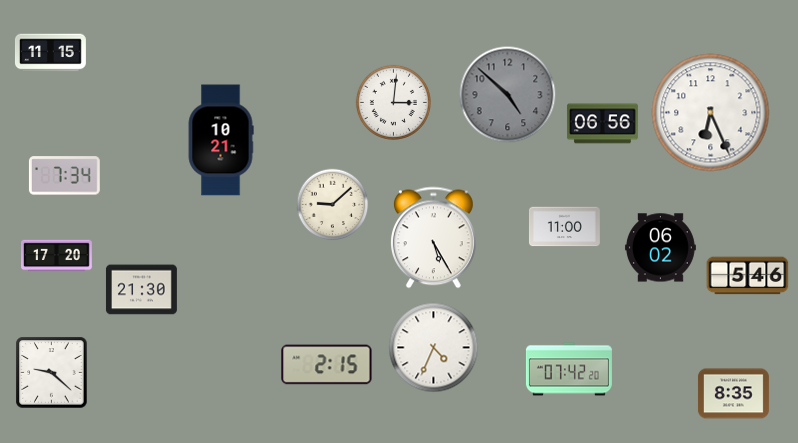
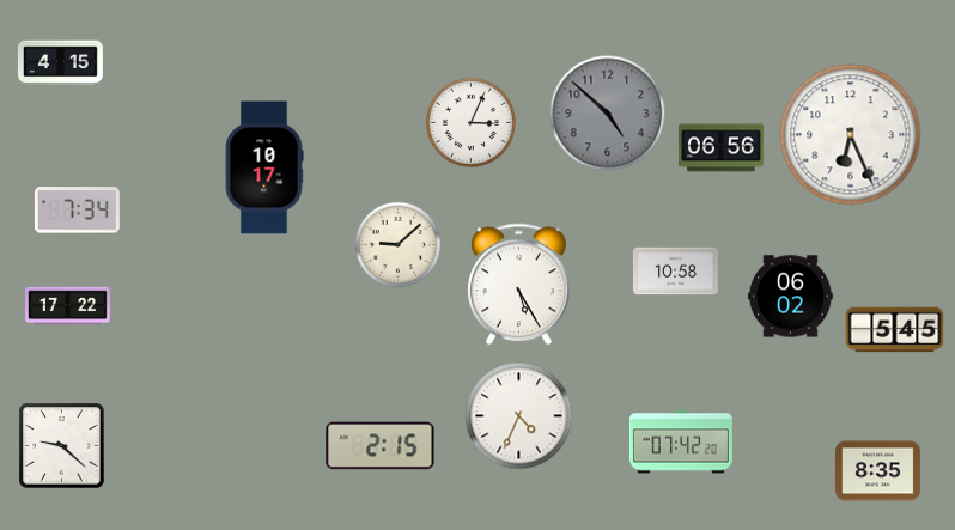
clock at (50, 53): 11:15 -> 4:15
clock at (393, 102): 3:01 -> 3:04
clock at (221, 140): 10:21 -> 10:17
clock at (564, 227): 11:00 -> 10:58
clock at (57, 256): 17:20 -> 17:22
clock at (748, 276): 5:46 -> 5:45
clock at (141, 290): 21:30 -> none
clock at (327, 365) position: (327, 365) -> (381, 446)
